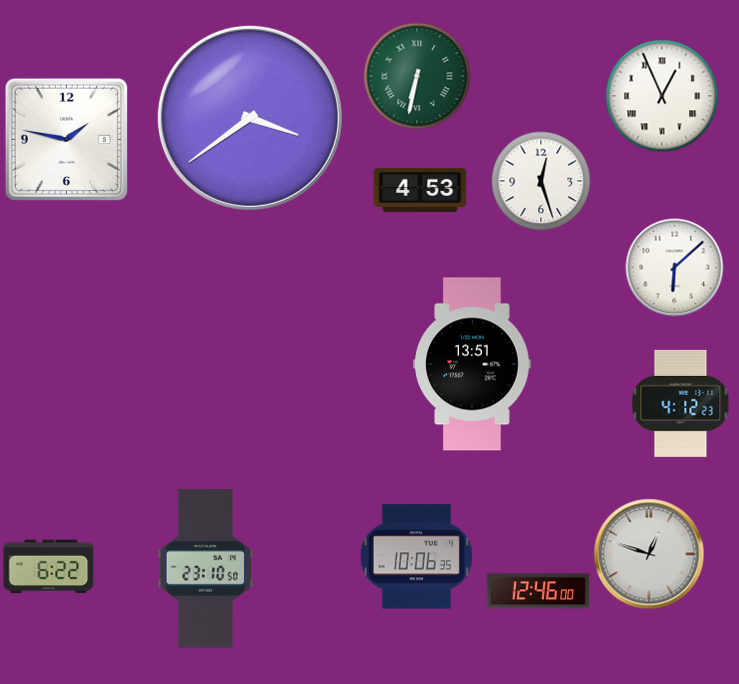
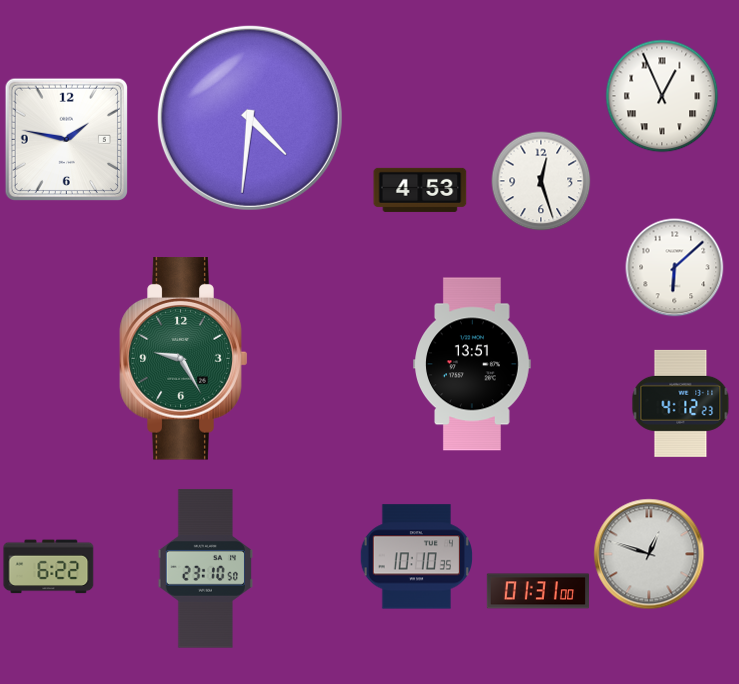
clock at (417, 76): 6:32 -> none
clock at (250, 118): 3:39 -> 4:31
clock at (184, 359): none -> 9:25
clock at (416, 557): 10:06 -> 10:10
clock at (537, 591): 12:46 -> 01:31
